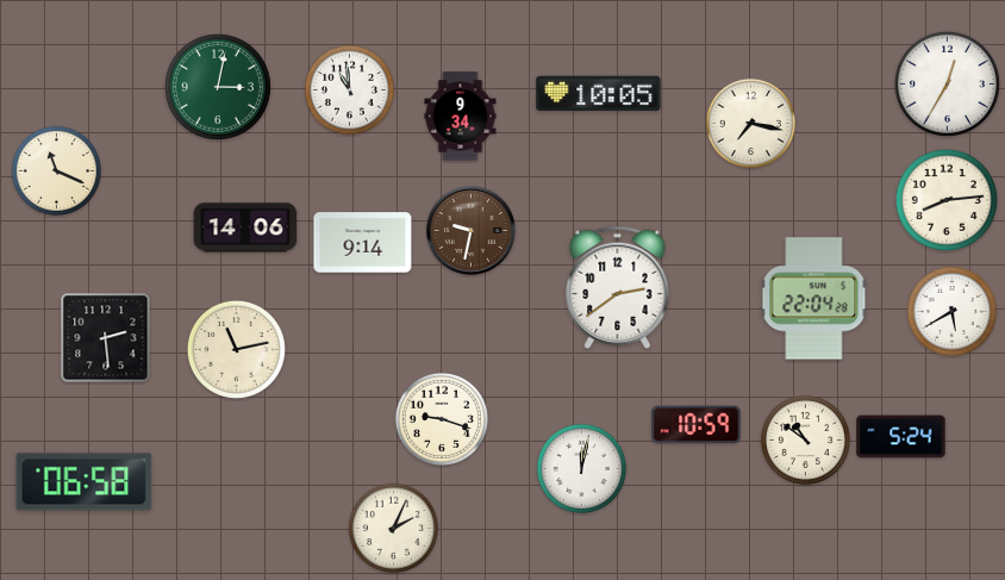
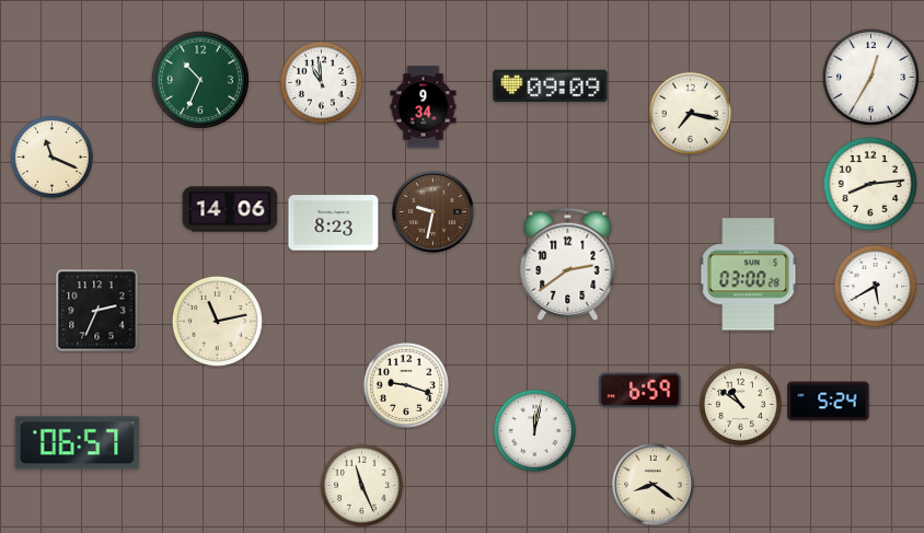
clock at (218, 87): 3:02 -> 10:34
clock at (599, 94): 10:05 -> 09:09
clock at (245, 227) position: (245, 227) -> (230, 209)
clock at (363, 243): 9:14 -> 8:23
clock at (814, 299): 22:04 -> 03:00
clock at (106, 338): 2:29 -> 2:34
clock at (697, 425): 10:59 -> 6:59
clock at (85, 482): 06:58 -> 06:57
clock at (393, 528): 2:04 -> 11:26
clock at (654, 485): none -> 8:21
